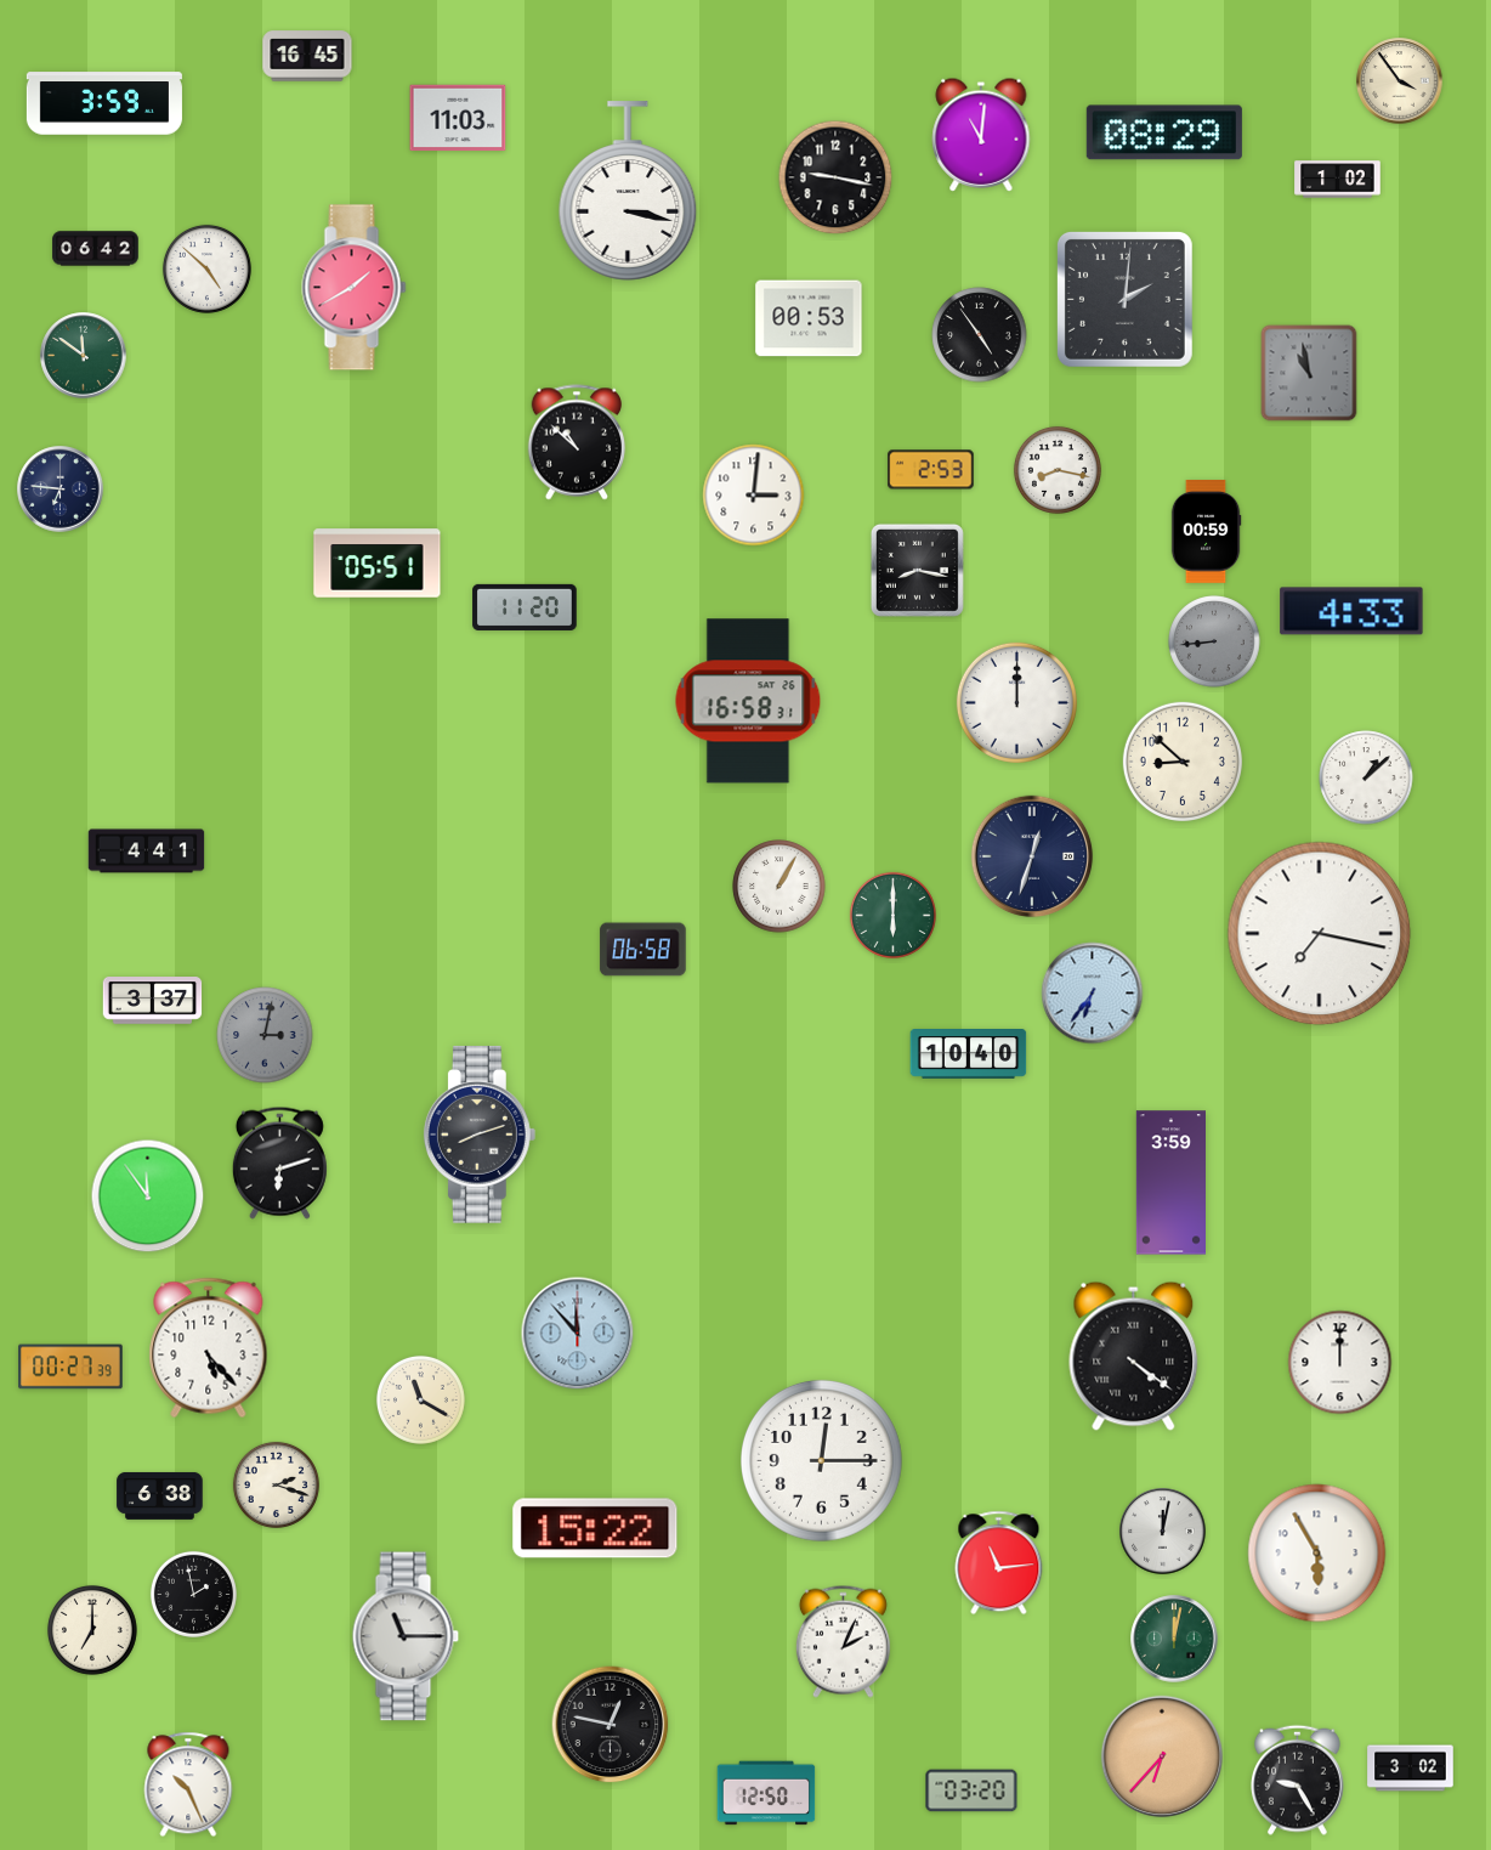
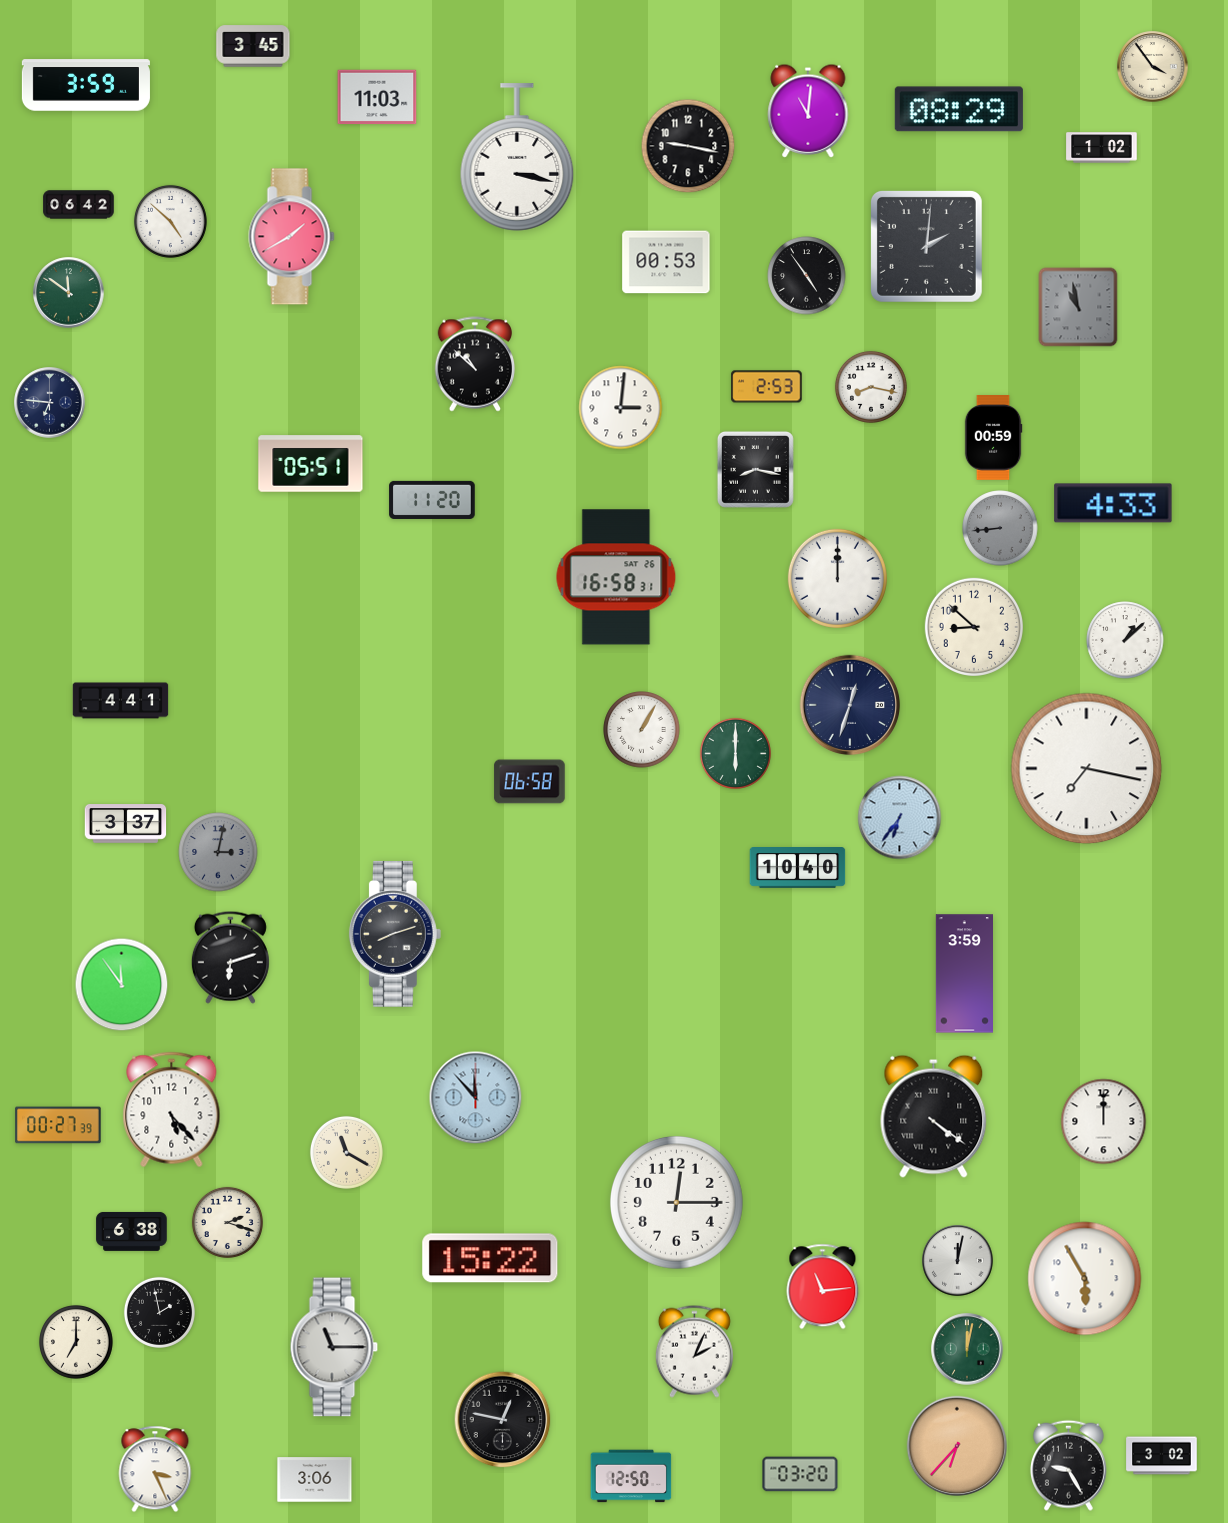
clock at (307, 56): 16:45 -> 3:45
clock at (188, 1784): 10:26 -> 3:26
clock at (315, 1480): none -> 3:06
